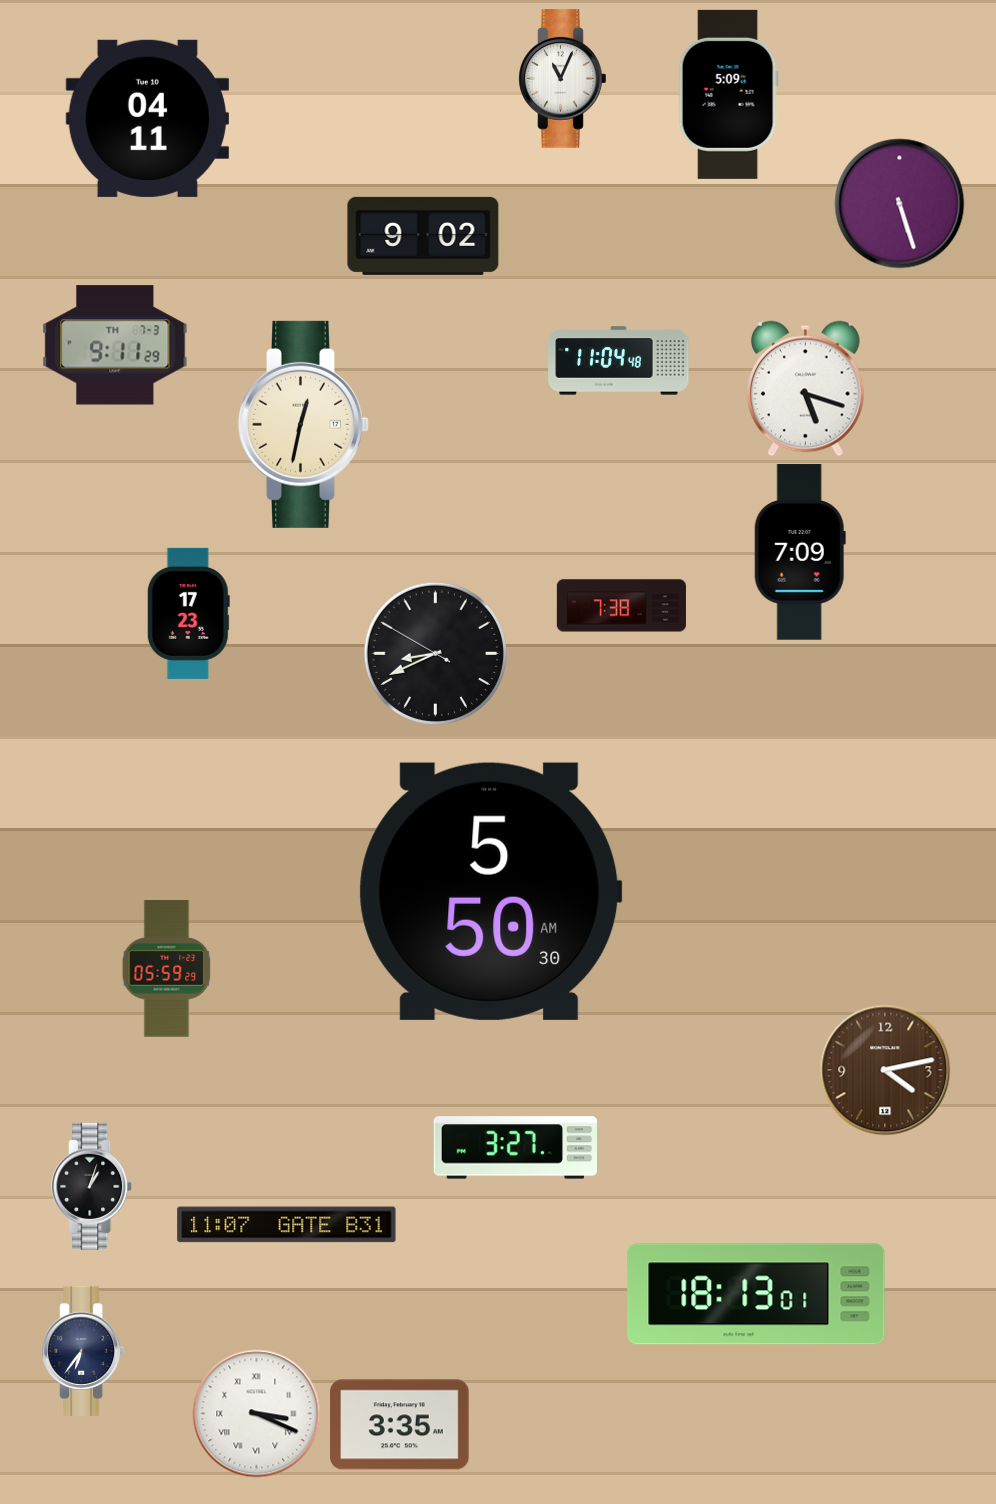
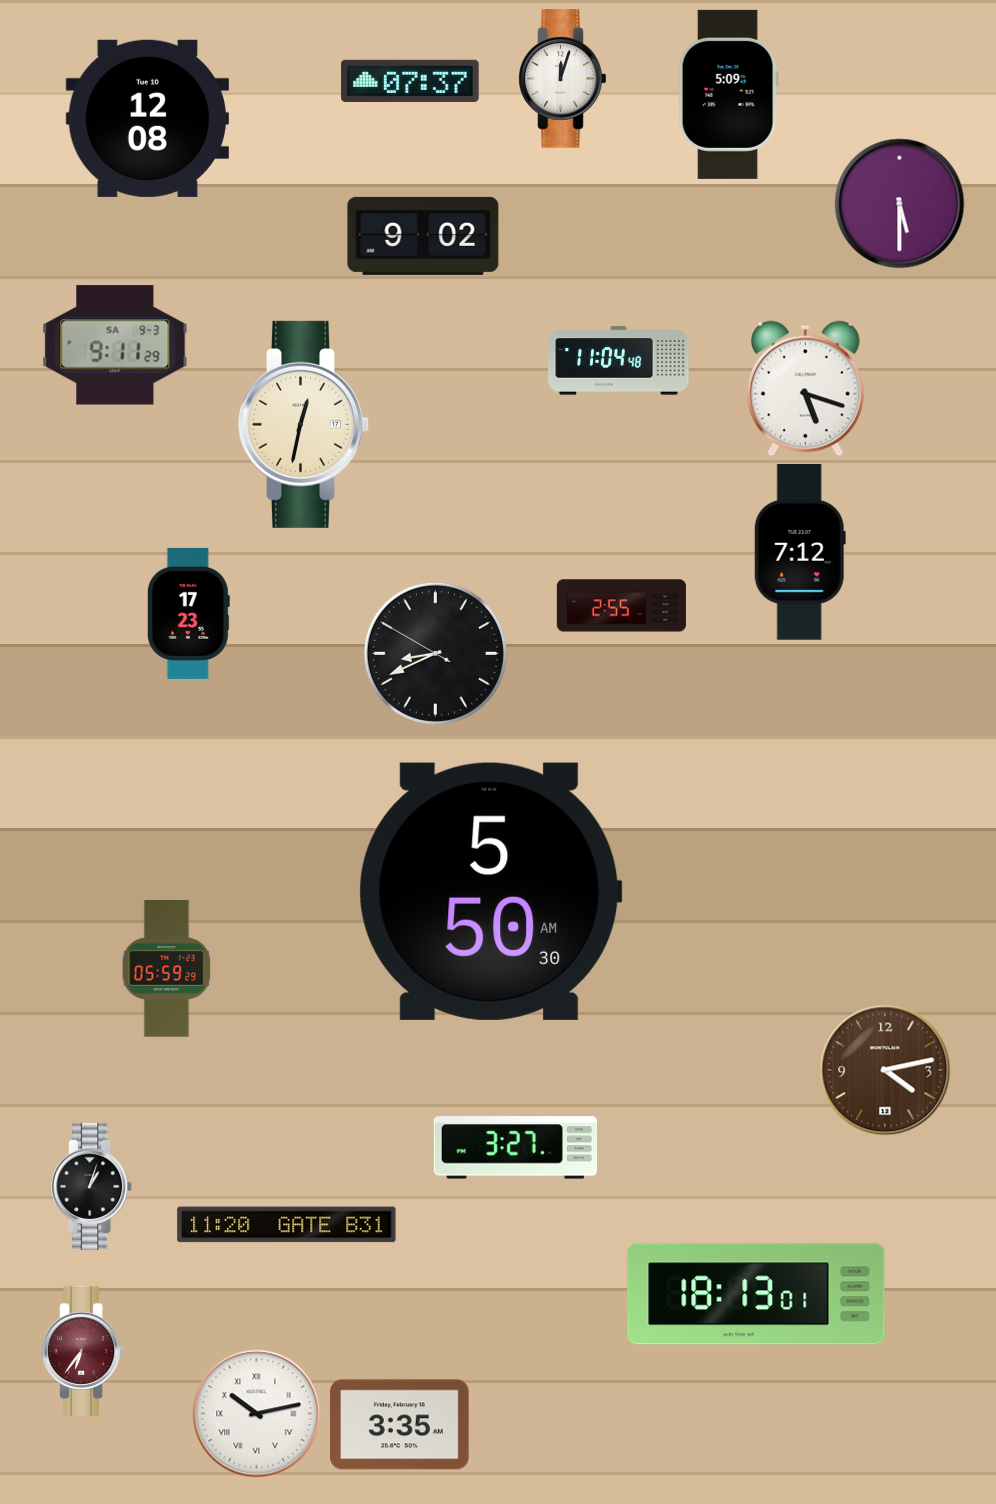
clock at (563, 79): 11:04 -> 12:03
clock at (410, 81): none -> 07:37
clock at (147, 118): 04:11 -> 12:08
clock at (900, 204): 5:27 -> 5:30
clock at (115, 345) date: TH 7-3 -> SA 9-3
clock at (800, 552): 7:09 -> 7:12
clock at (621, 606): 7:38 -> 2:55
clock at (287, 1225): 11:07 -> 11:20
clock at (83, 1351) dial: navy -> burgundy
clock at (257, 1414): 3:19 -> 10:13
